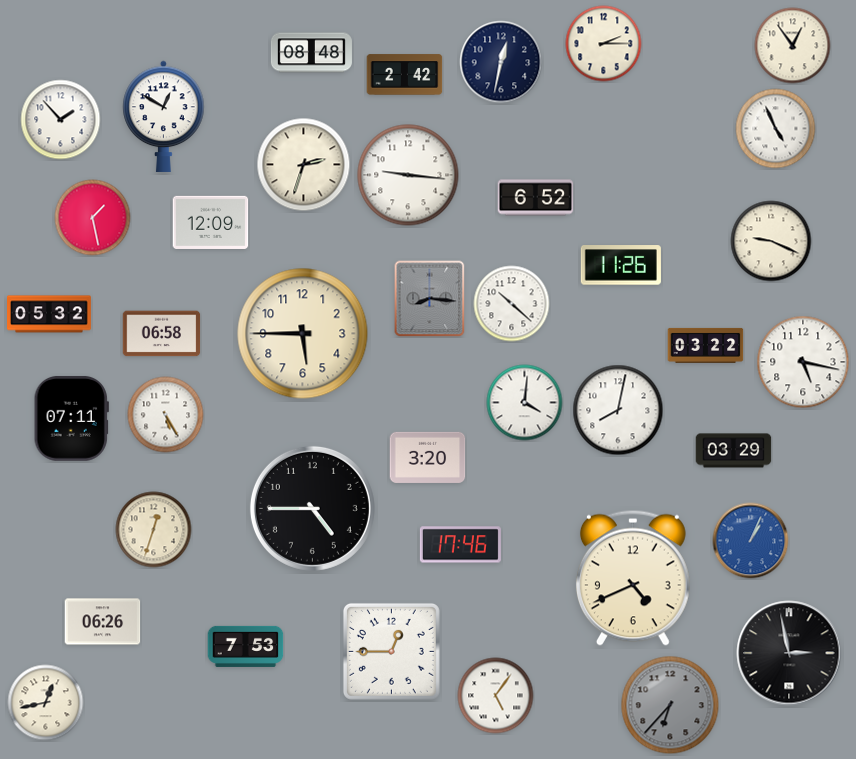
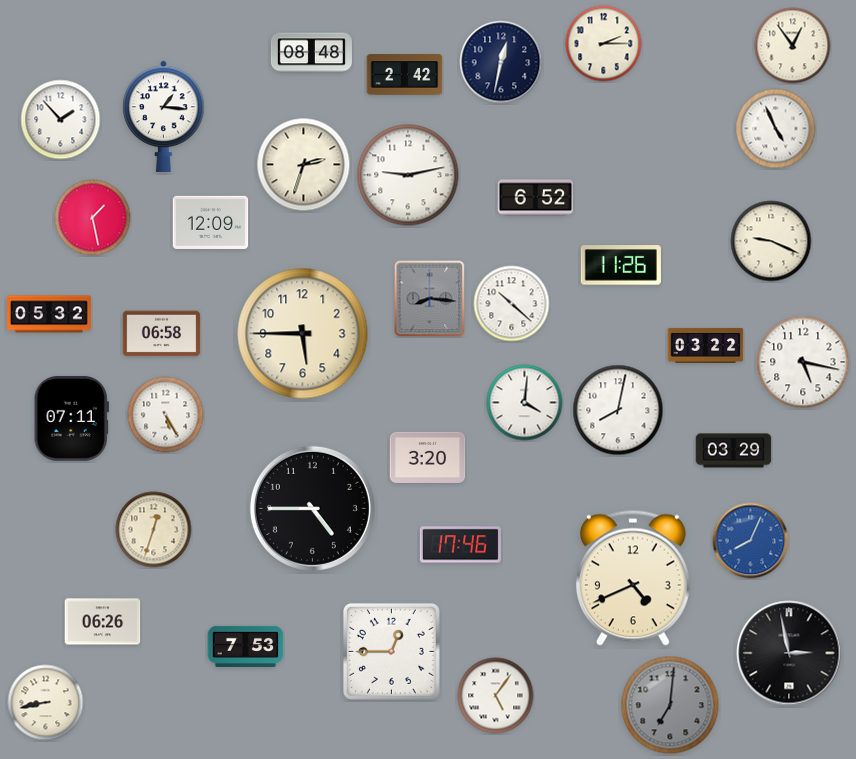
clock at (164, 116): 12:50 -> 1:16
clock at (408, 175): 9:16 -> 9:13
clock at (751, 541): 1:04 -> 8:04
clock at (46, 703): 12:43 -> 8:43
clock at (670, 705): 6:37 -> 7:01
